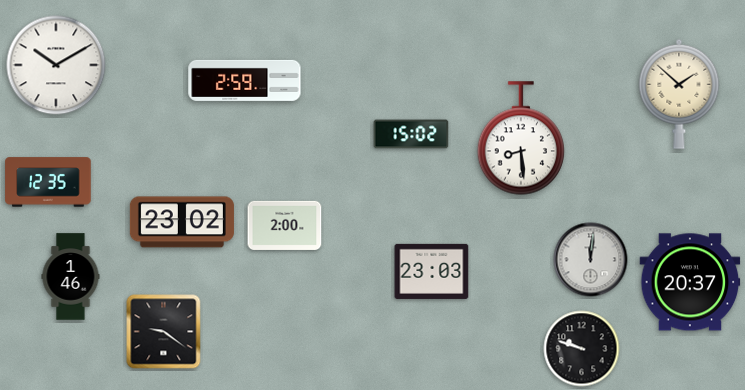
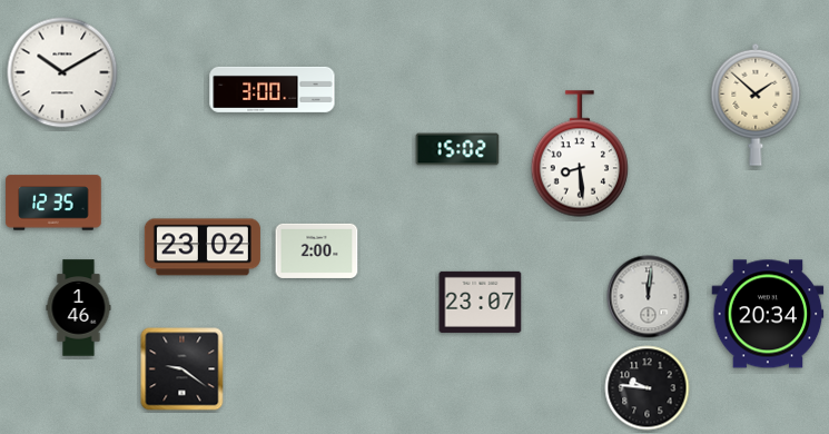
clock at (245, 80): 2:59 -> 3:00
clock at (591, 260) position: (591, 260) -> (649, 297)
clock at (432, 271): 23:03 -> 23:07
clock at (690, 282): 20:37 -> 20:34
clock at (582, 349): 9:48 -> 9:46
